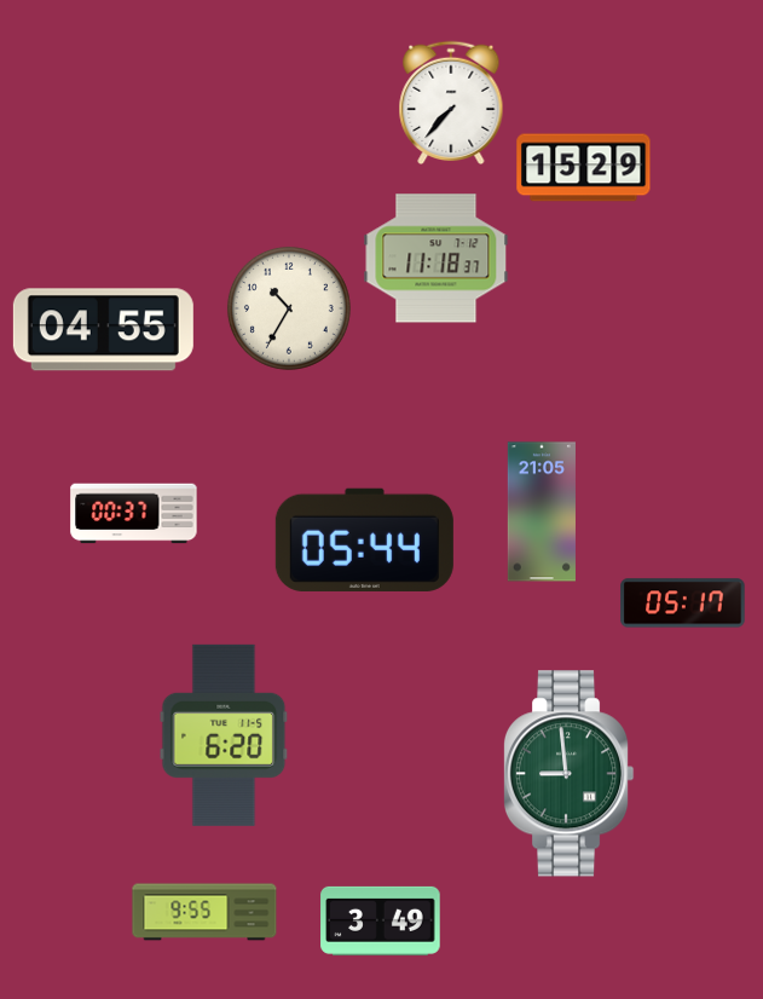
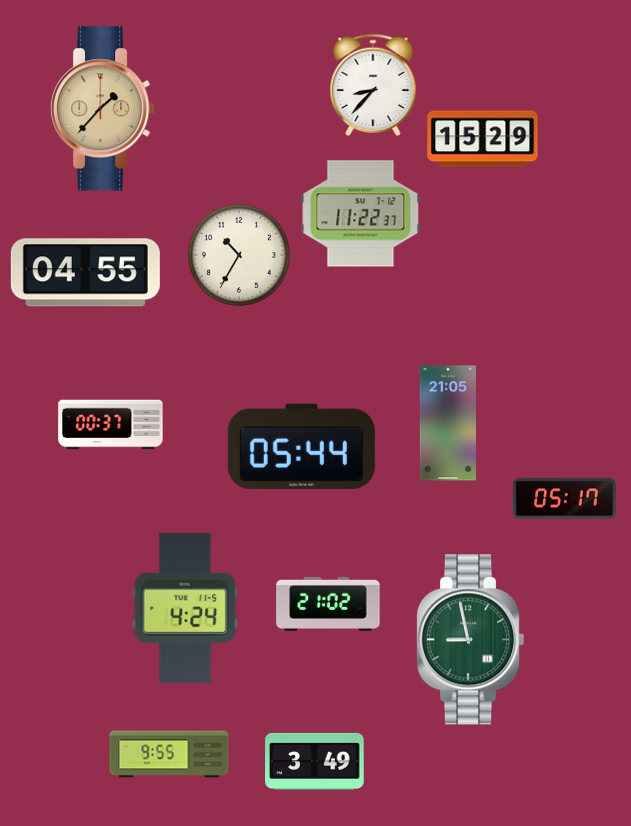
clock at (451, 102): 7:37 -> 8:37
clock at (102, 109): none -> 1:37
clock at (437, 259): 11:18 -> 11:22
clock at (328, 604): none -> 21:02
clock at (224, 735): 6:20 -> 4:24
clock at (568, 774): 8:59 -> 8:58
